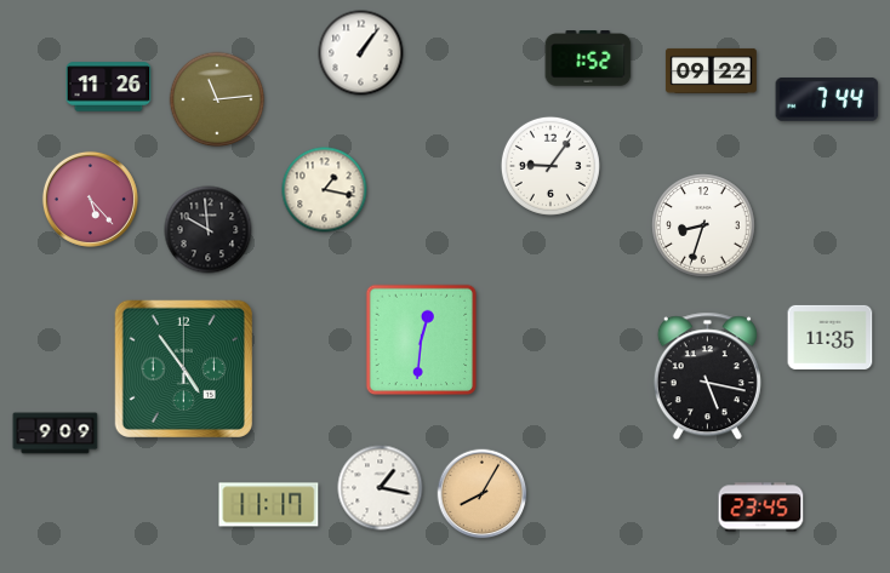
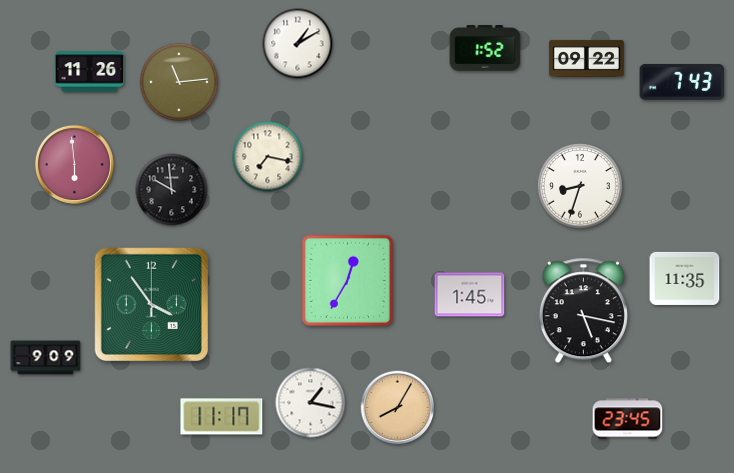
clock at (361, 53): 1:06 -> 1:10
clock at (827, 99): 7:44 -> 7:43
clock at (550, 166): 9:06 -> none
clock at (325, 190): 1:17 -> 7:17
clock at (90, 199): 5:23 -> 5:59
clock at (422, 340): 12:31 -> 12:35
clock at (470, 295): none -> 1:45
clock at (183, 368): 4:54 -> 3:54
clock at (381, 488) position: (381, 488) -> (311, 403)
